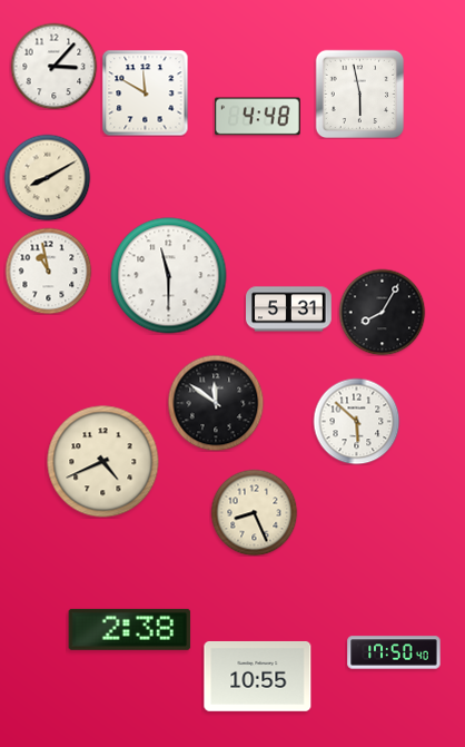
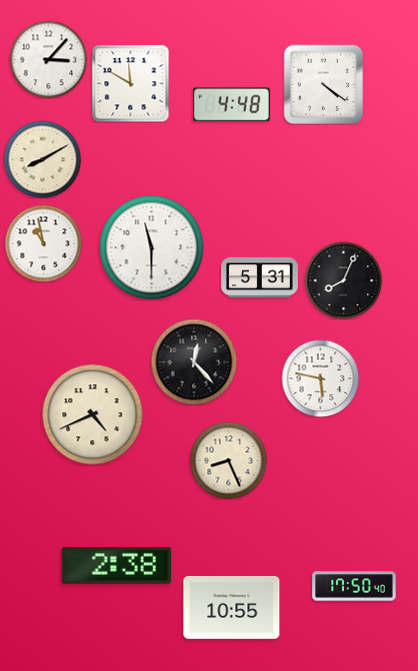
clock at (359, 94): 5:58 -> 4:21
clock at (382, 312): 8:05 -> 8:04
clock at (216, 403): 11:51 -> 12:23
clock at (356, 421): 5:52 -> 5:47
